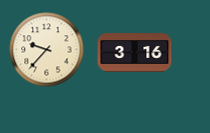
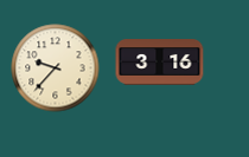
clock at (47, 50) position: (47, 50) -> (56, 68)
